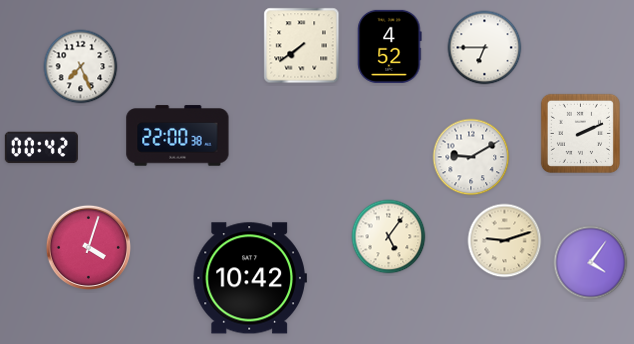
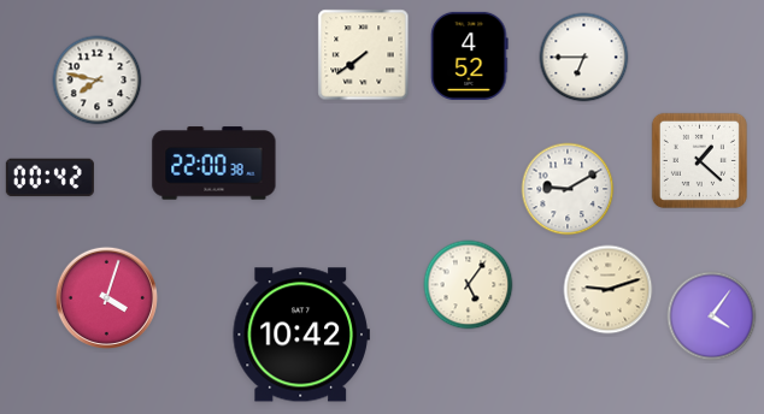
clock at (81, 67): 7:26 -> 7:47
clock at (580, 133): 2:11 -> 1:22
